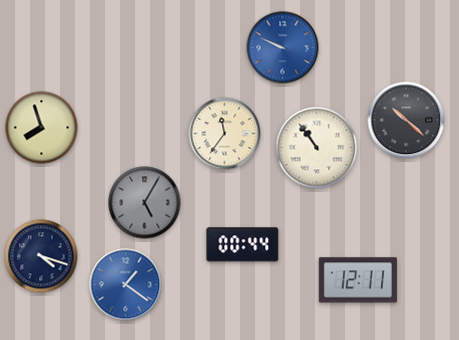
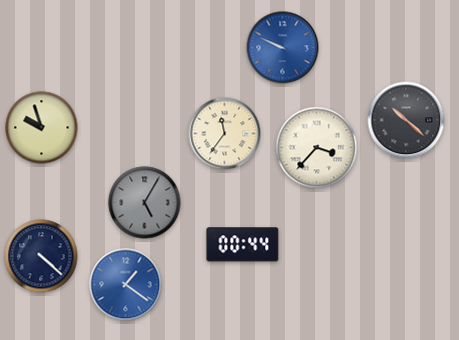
clock at (42, 128): 7:57 -> 9:57
clock at (317, 148): 10:54 -> 3:37
clock at (41, 256): 4:18 -> 4:22
clock at (358, 280): 12:11 -> none
